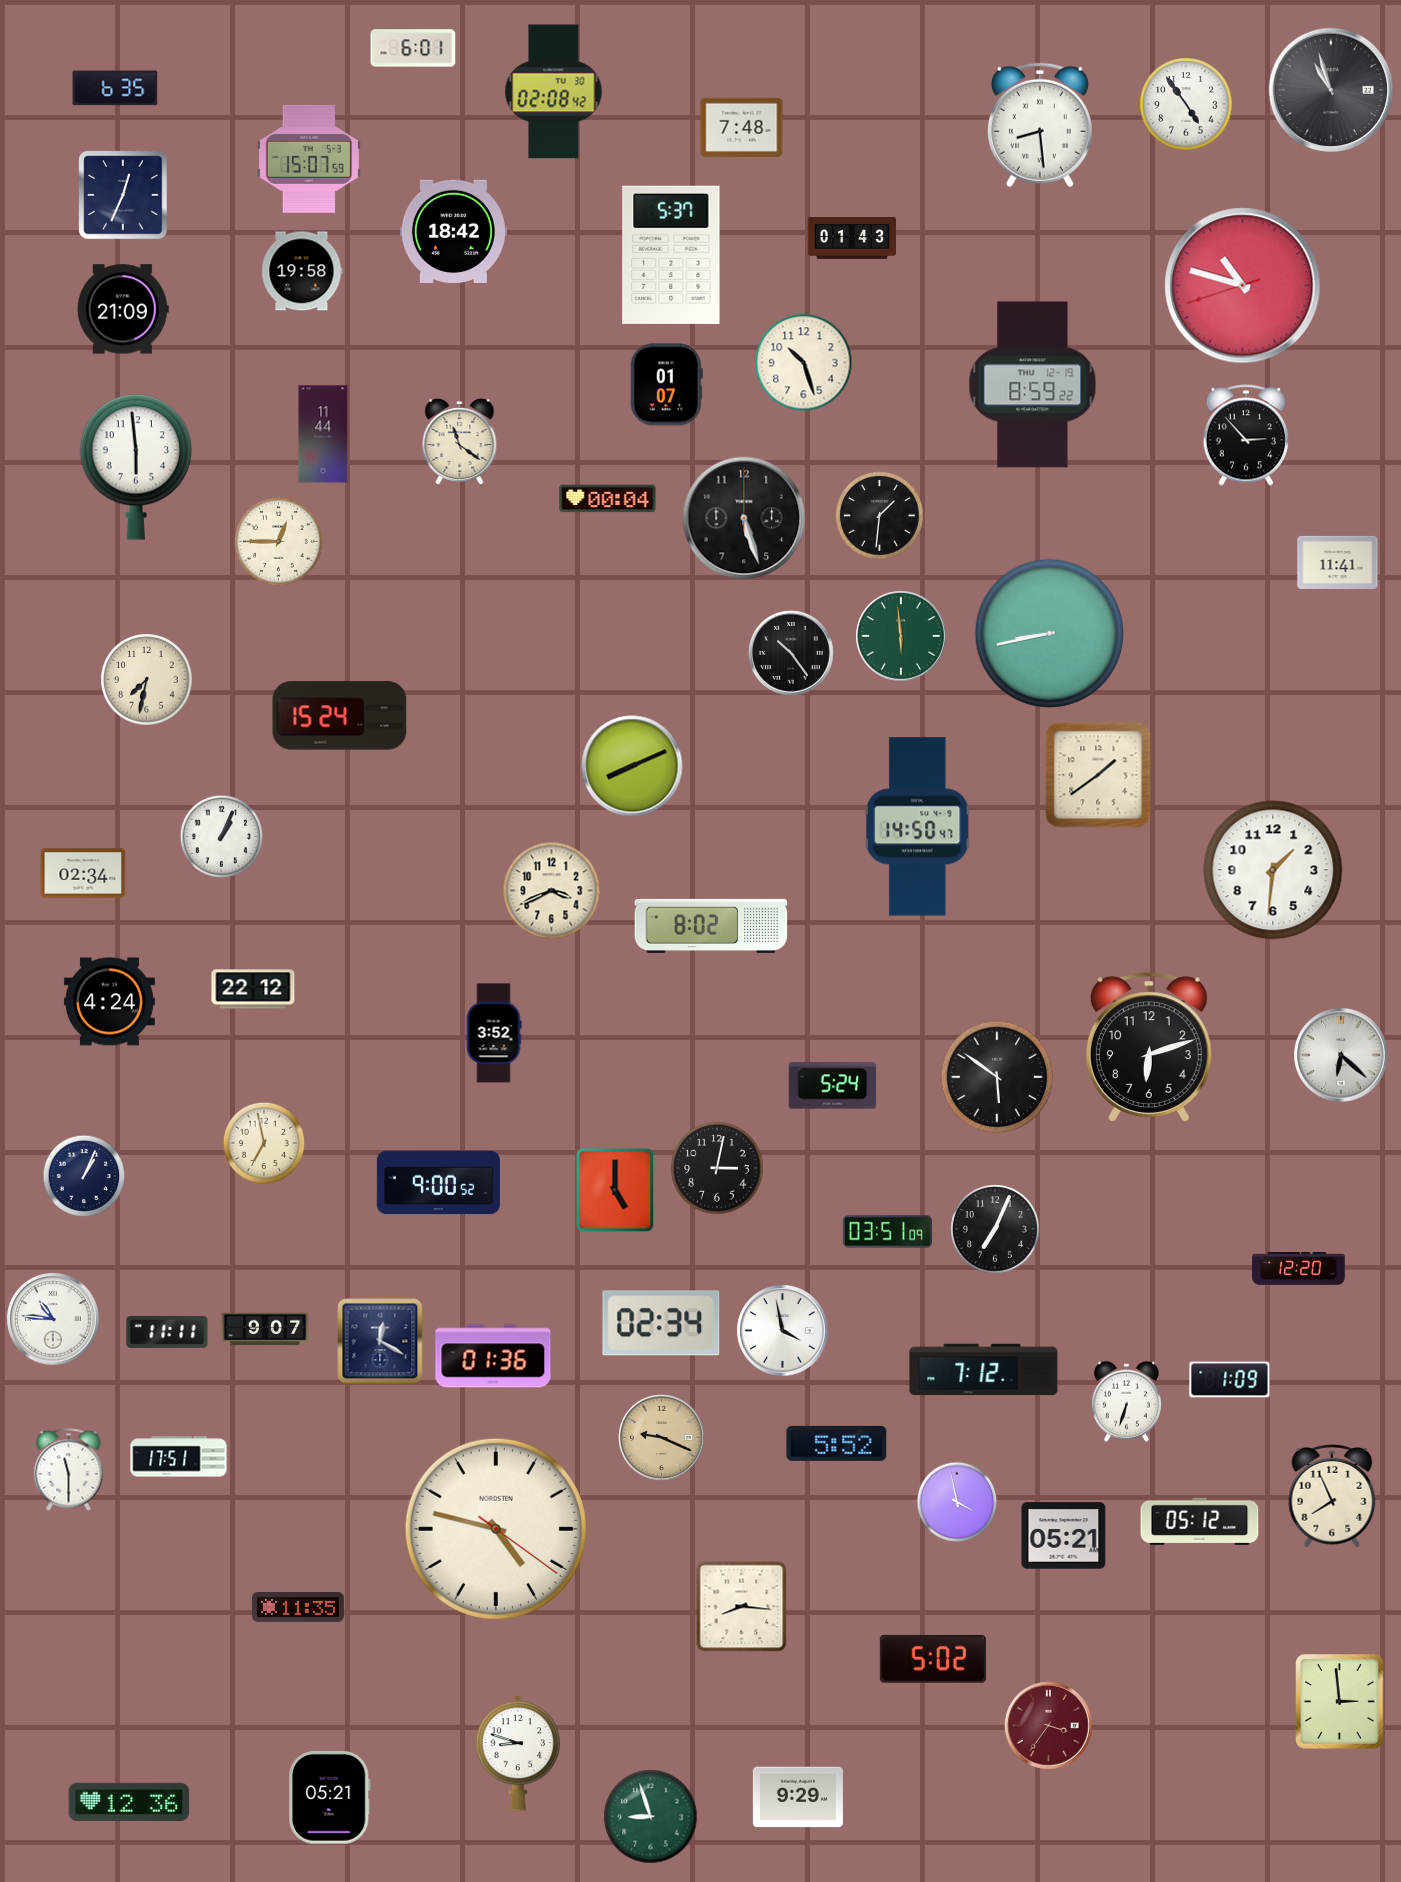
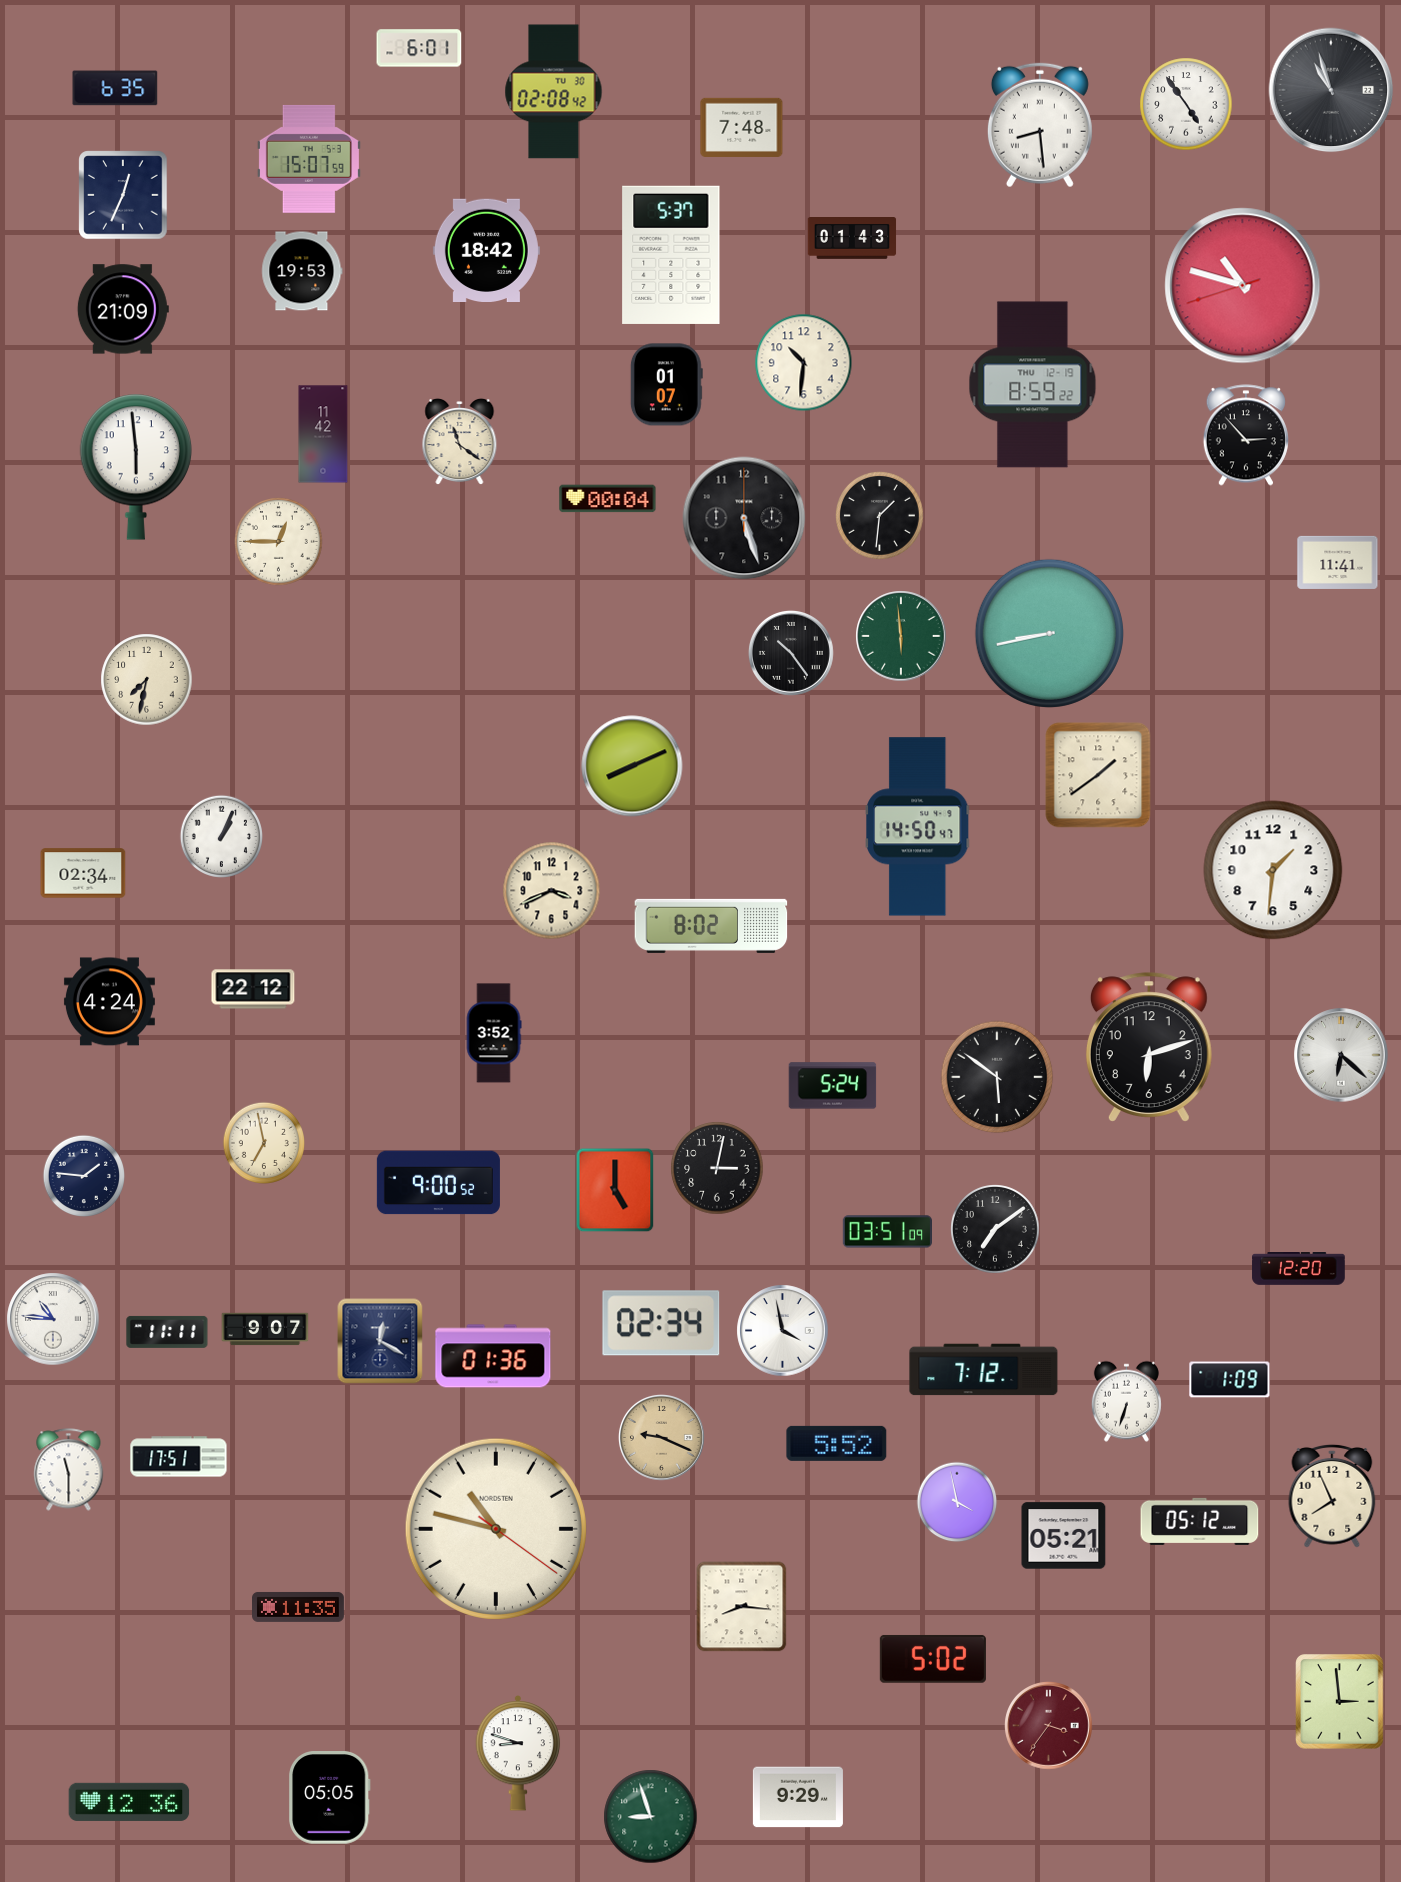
clock at (413, 48) position: (413, 48) -> (419, 48)
clock at (453, 231) position: (453, 231) -> (486, 250)
clock at (302, 271): 19:58 -> 19:53
clock at (804, 363): 10:27 -> 10:31
clock at (323, 434): 11:44 -> 11:42
clock at (340, 716): 15:24 -> none
clock at (83, 1175): 1:04 -> 1:46
clock at (995, 1229): 7:04 -> 7:09
clock at (496, 1529): 4:47 -> 10:47
clock at (330, 1798): 05:21 -> 05:05
